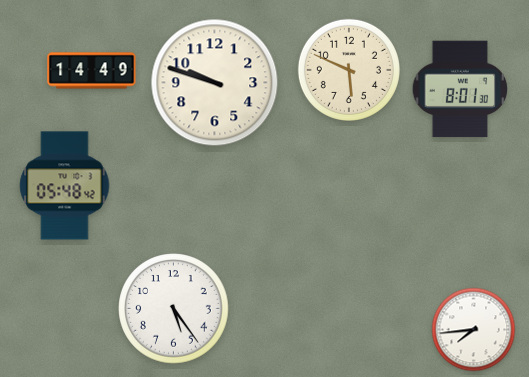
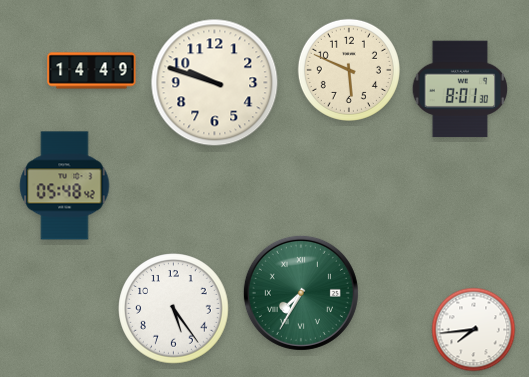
clock at (301, 293): none -> 7:35
